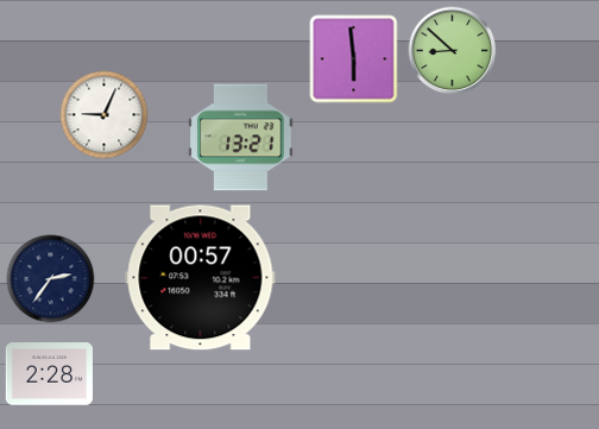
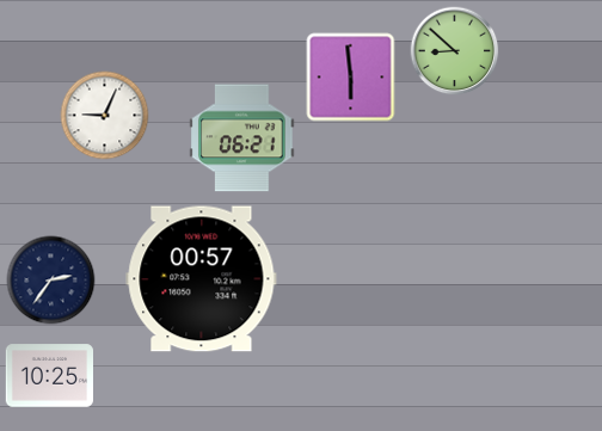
clock at (354, 59) position: (354, 59) -> (351, 78)
clock at (241, 138): 13:21 -> 06:21
clock at (49, 374): 2:28 -> 10:25
